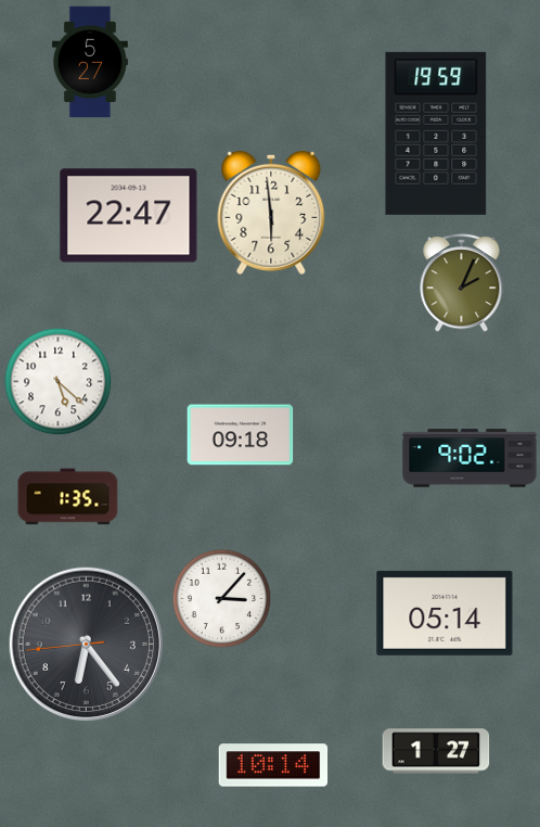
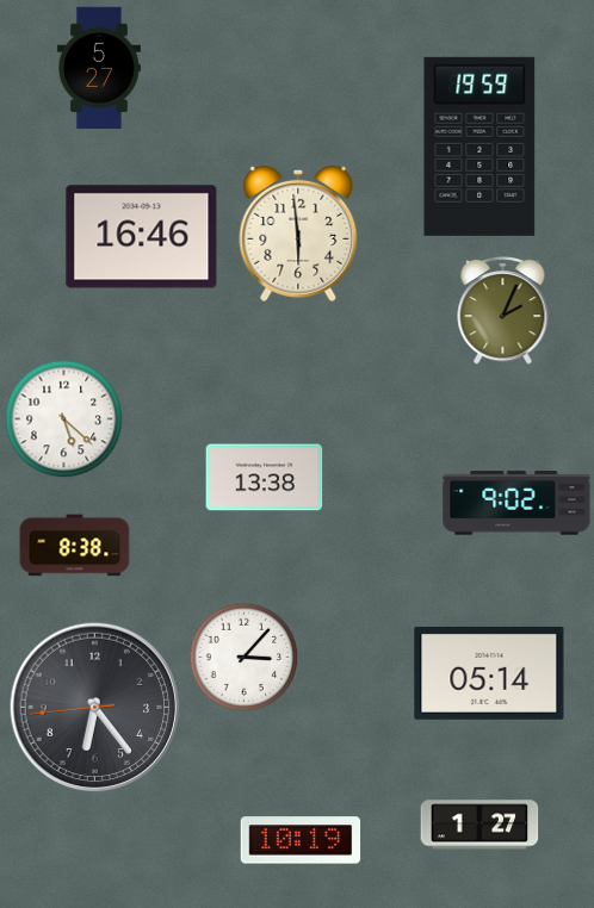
clock at (129, 216): 22:47 -> 16:46
clock at (462, 283) position: (462, 283) -> (503, 311)
clock at (241, 435): 09:18 -> 13:38
clock at (68, 497): 1:35 -> 8:38
clock at (273, 765): 10:14 -> 10:19
